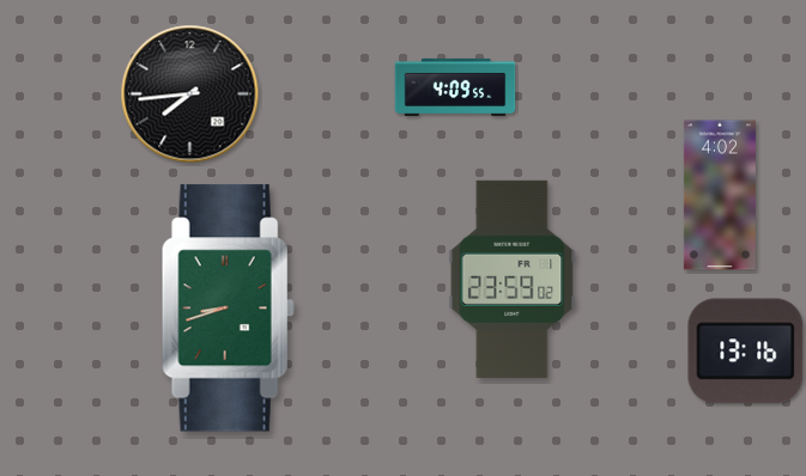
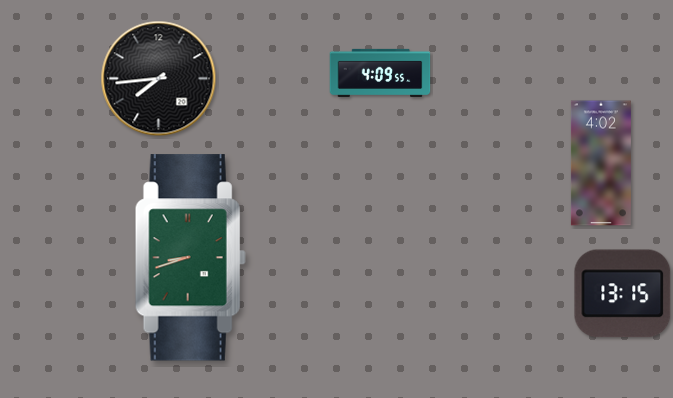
clock at (513, 279): 23:59 -> none
clock at (746, 352): 13:16 -> 13:15
